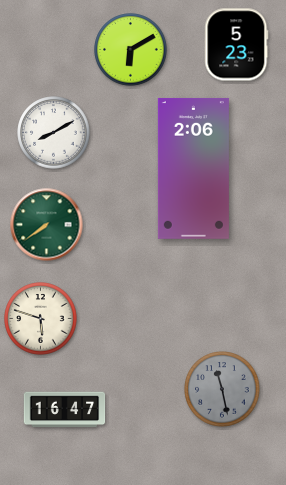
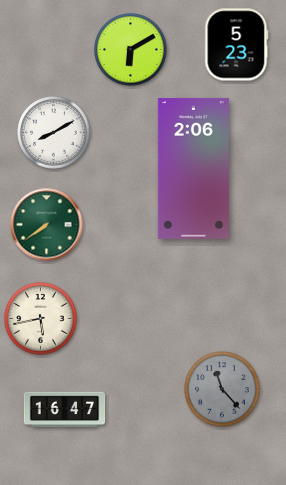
clock at (41, 319): 5:48 -> 5:43
clock at (222, 389): 11:28 -> 11:23
